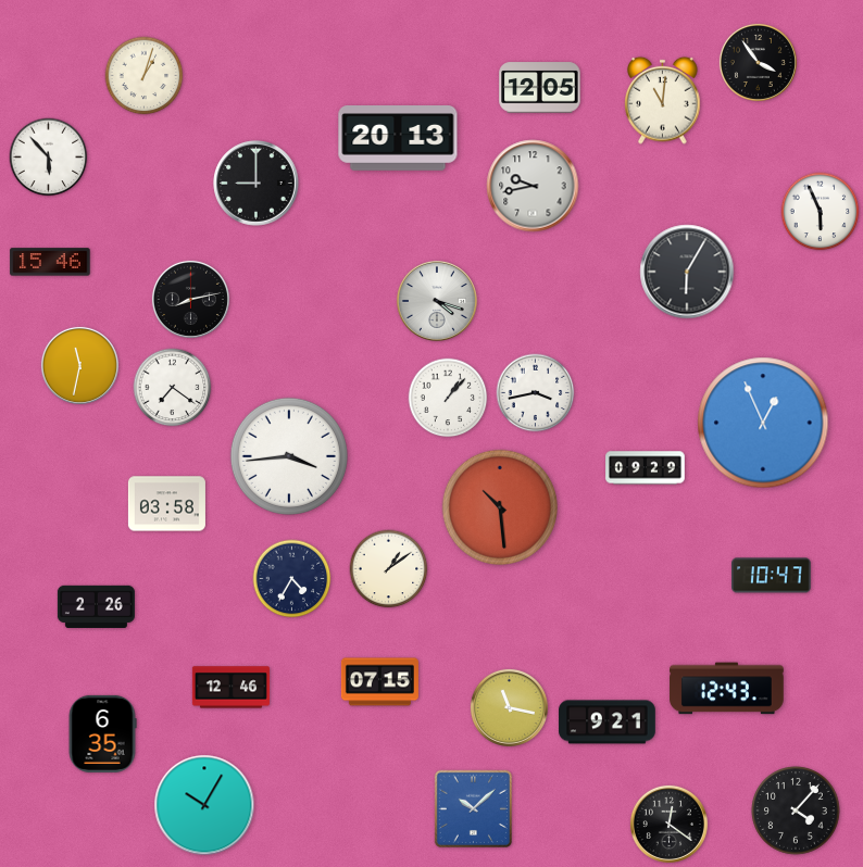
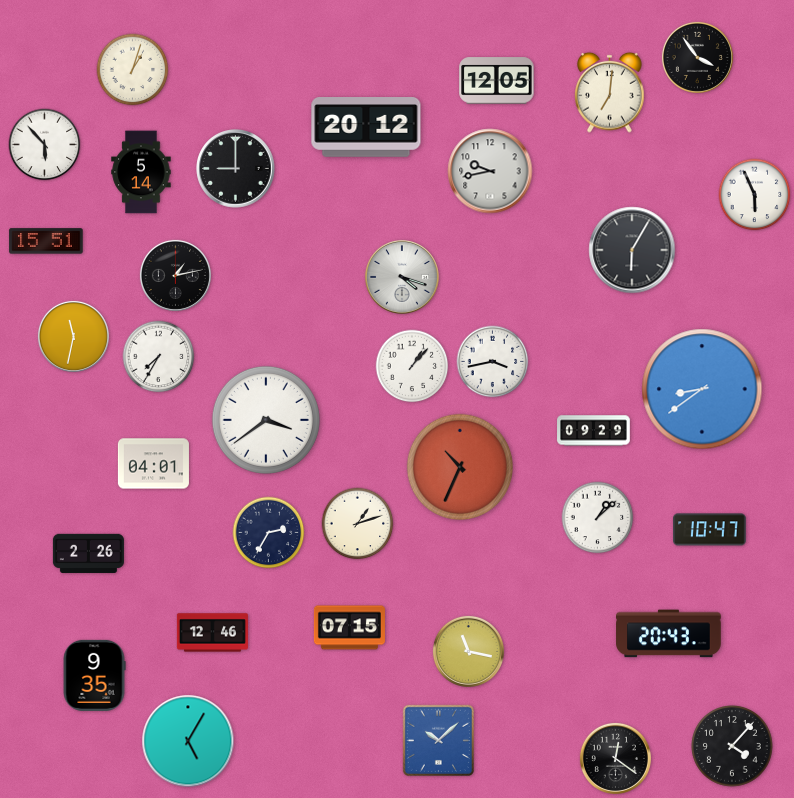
clock at (663, 100): 11:01 -> 7:01
clock at (398, 139): 20:13 -> 20:12
clock at (141, 172): none -> 5:14
clock at (50, 262): 15:46 -> 15:51
clock at (190, 299): 8:13 -> 1:13
clock at (173, 388): 7:21 -> 7:35
clock at (763, 423): 12:56 -> 8:39
clock at (289, 456): 3:44 -> 3:39
clock at (166, 504): 03:58 -> 04:01
clock at (499, 506): 10:29 -> 10:34
clock at (598, 518): none -> 1:08
clock at (389, 569): 1:09 -> 1:12
clock at (292, 579): 4:35 -> 2:35
clock at (96, 606) position: (96, 606) -> (88, 553)
clock at (727, 689): 12:43 -> 20:43
clock at (608, 722): 9:21 -> none
clock at (102, 733): 6:35 -> 9:35
clock at (204, 805): 10:05 -> 5:05
clock at (473, 808) position: (473, 808) -> (438, 740)
